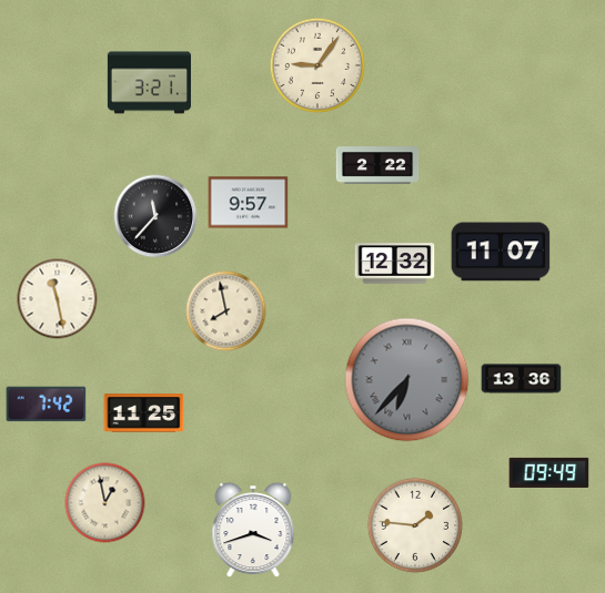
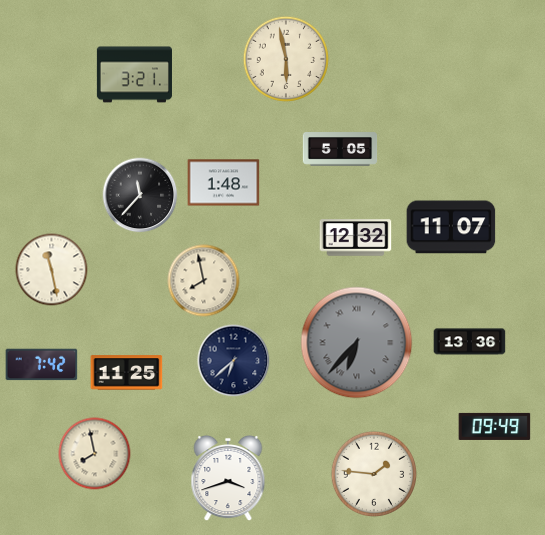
clock at (316, 64): 9:06 -> 5:58
clock at (377, 165): 2:22 -> 5:05
clock at (249, 203): 9:57 -> 1:48
clock at (407, 380) position: (407, 380) -> (357, 343)
clock at (234, 361): none -> 6:38
clock at (144, 413) position: (144, 413) -> (127, 373)
clock at (105, 503): 12:58 -> 7:58
